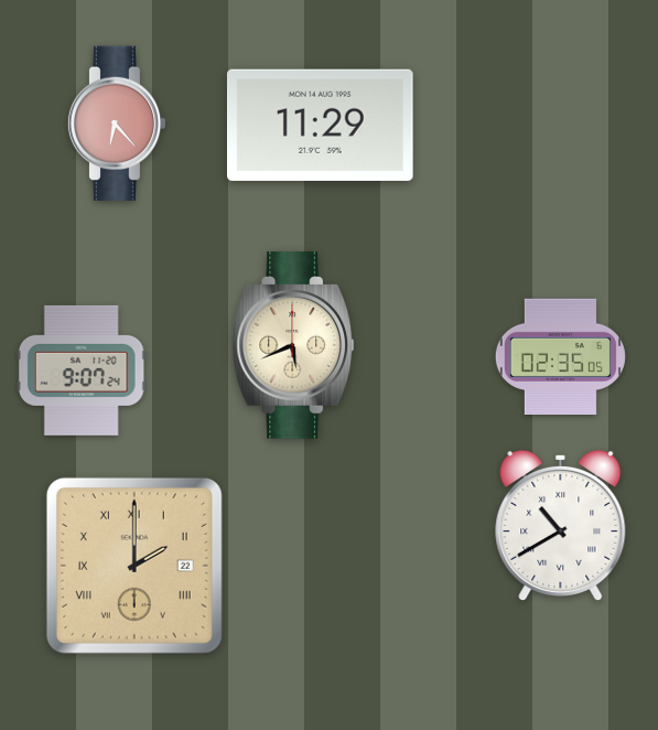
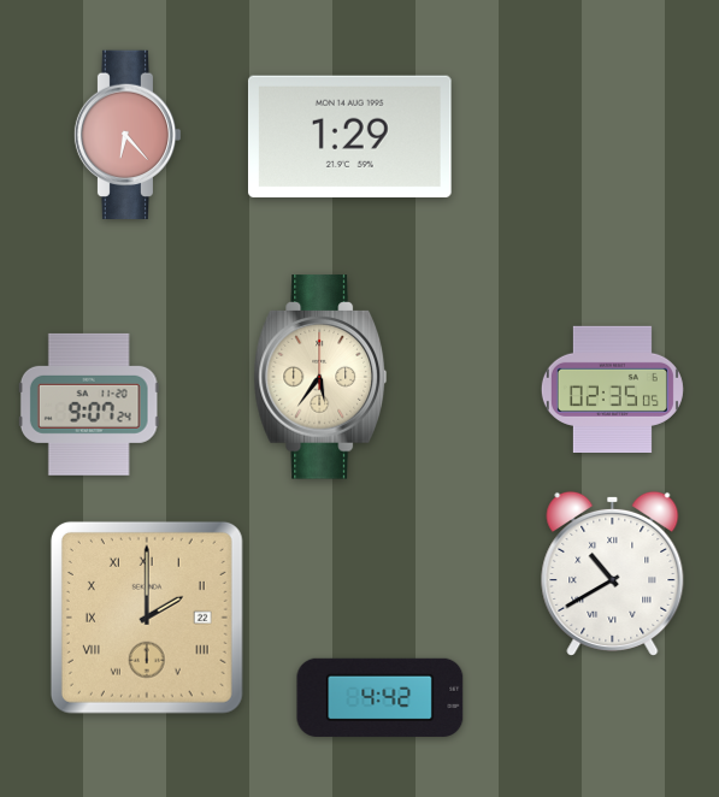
clock at (320, 125): 11:29 -> 1:29
clock at (293, 345): 5:41 -> 5:36
clock at (381, 697): none -> 4:42
